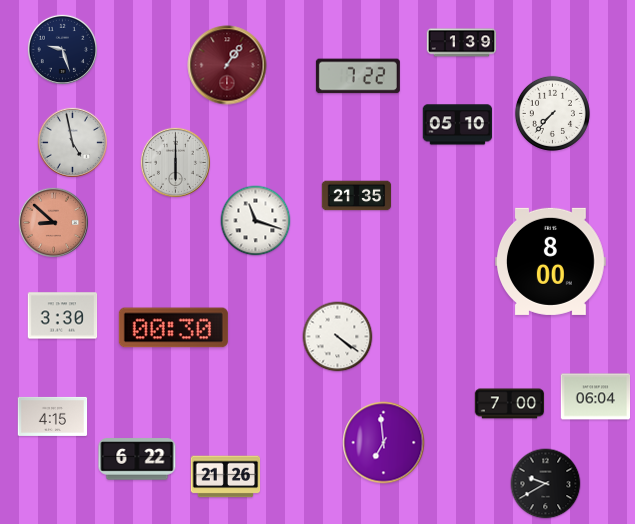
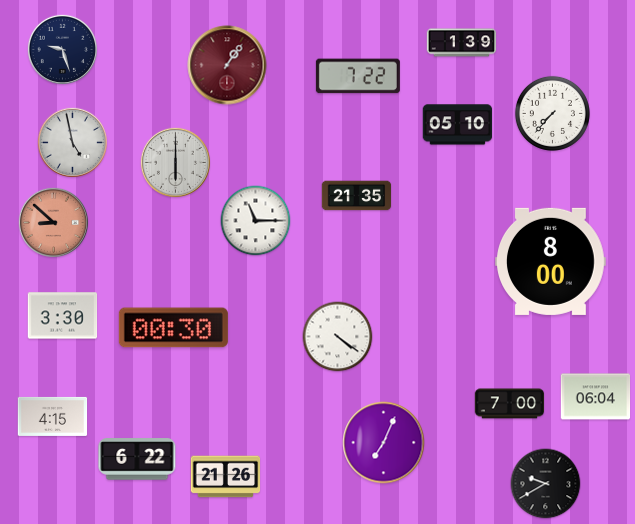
clock at (256, 221): 11:18 -> 11:15
clock at (384, 443): 6:59 -> 7:04
